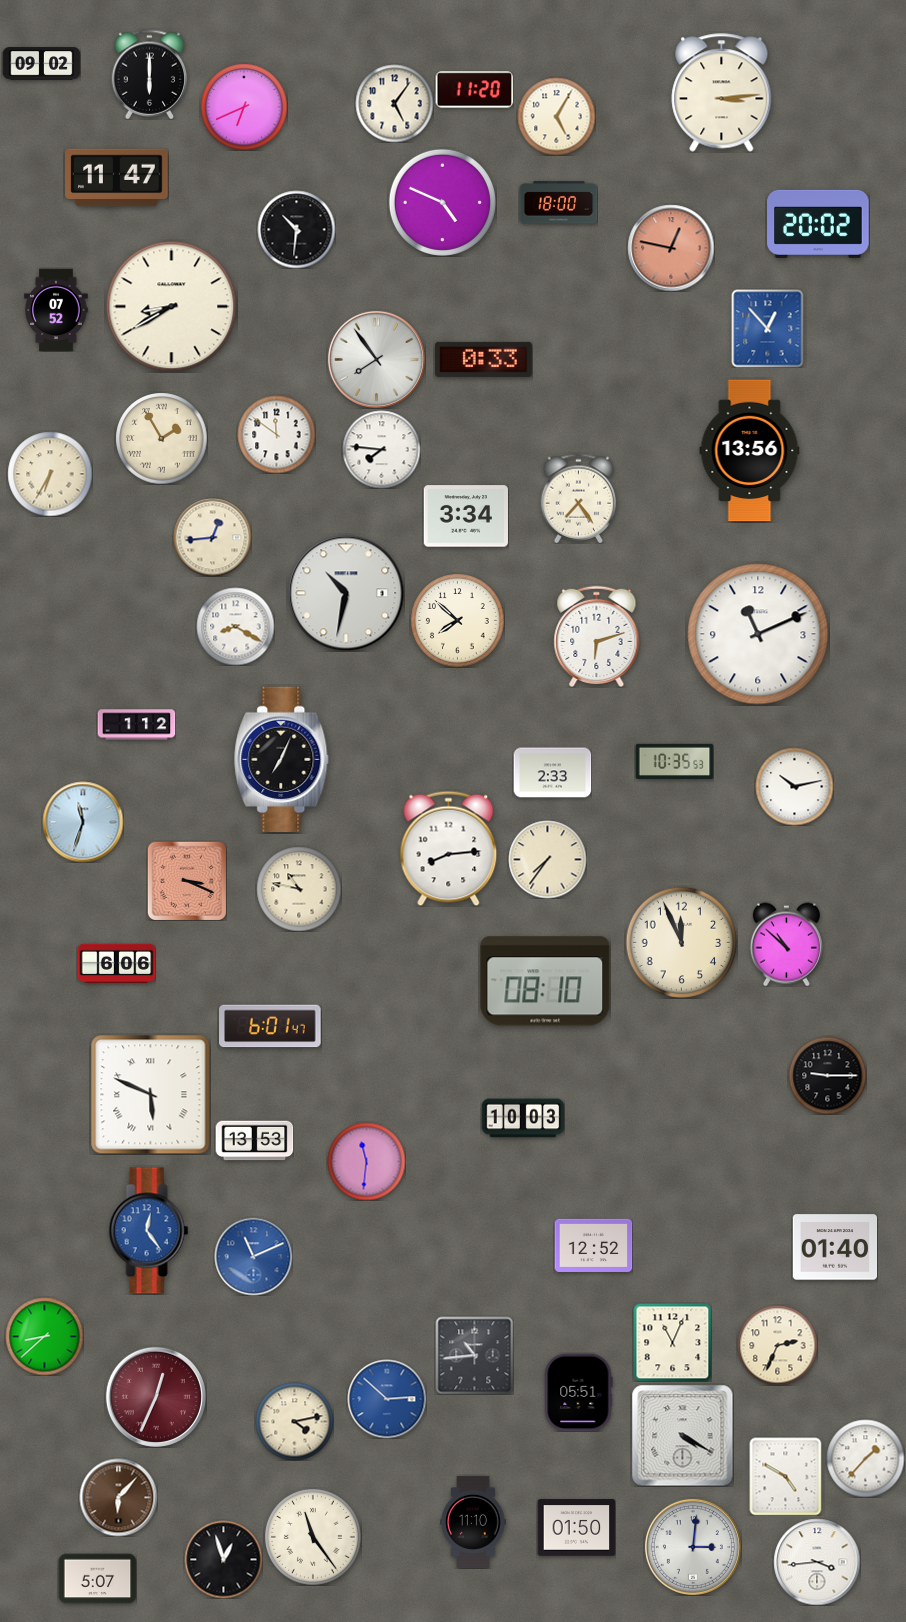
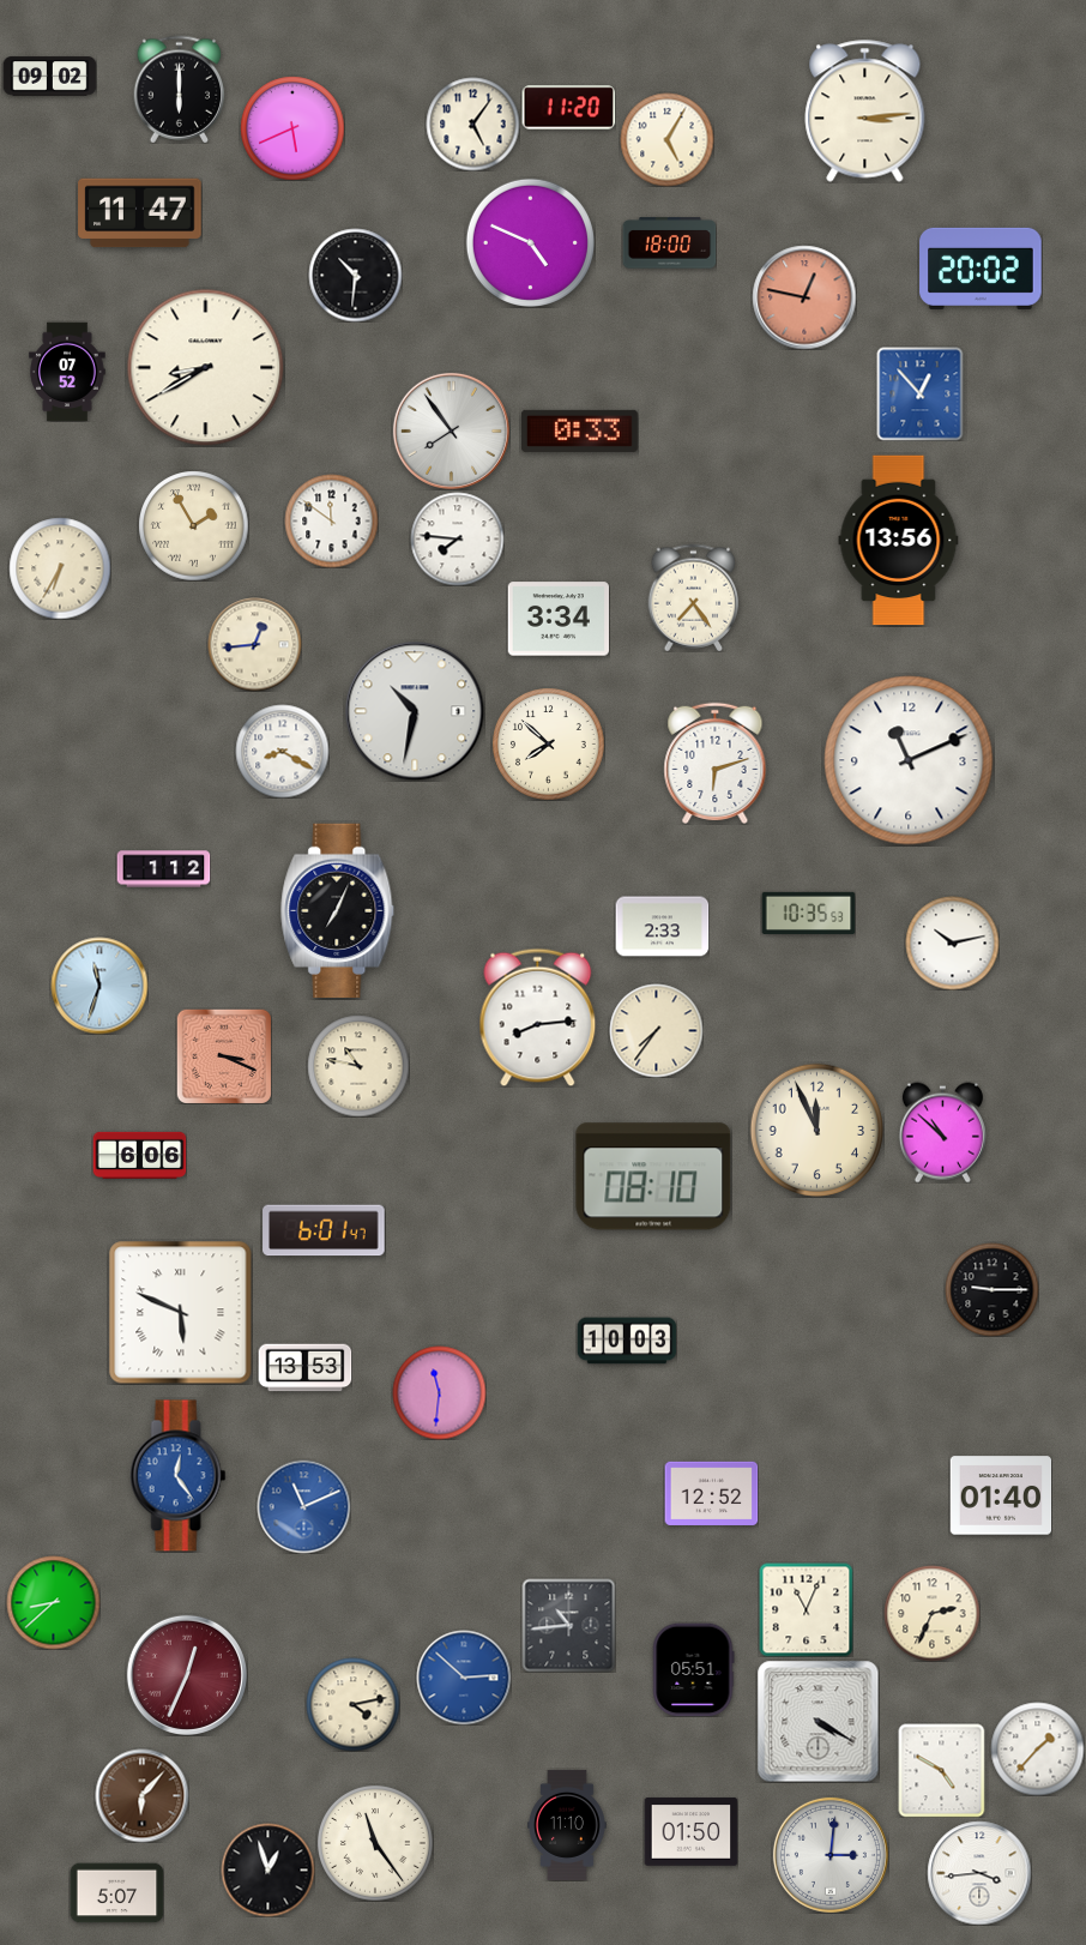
clock at (244, 107): 6:41 -> 5:41
